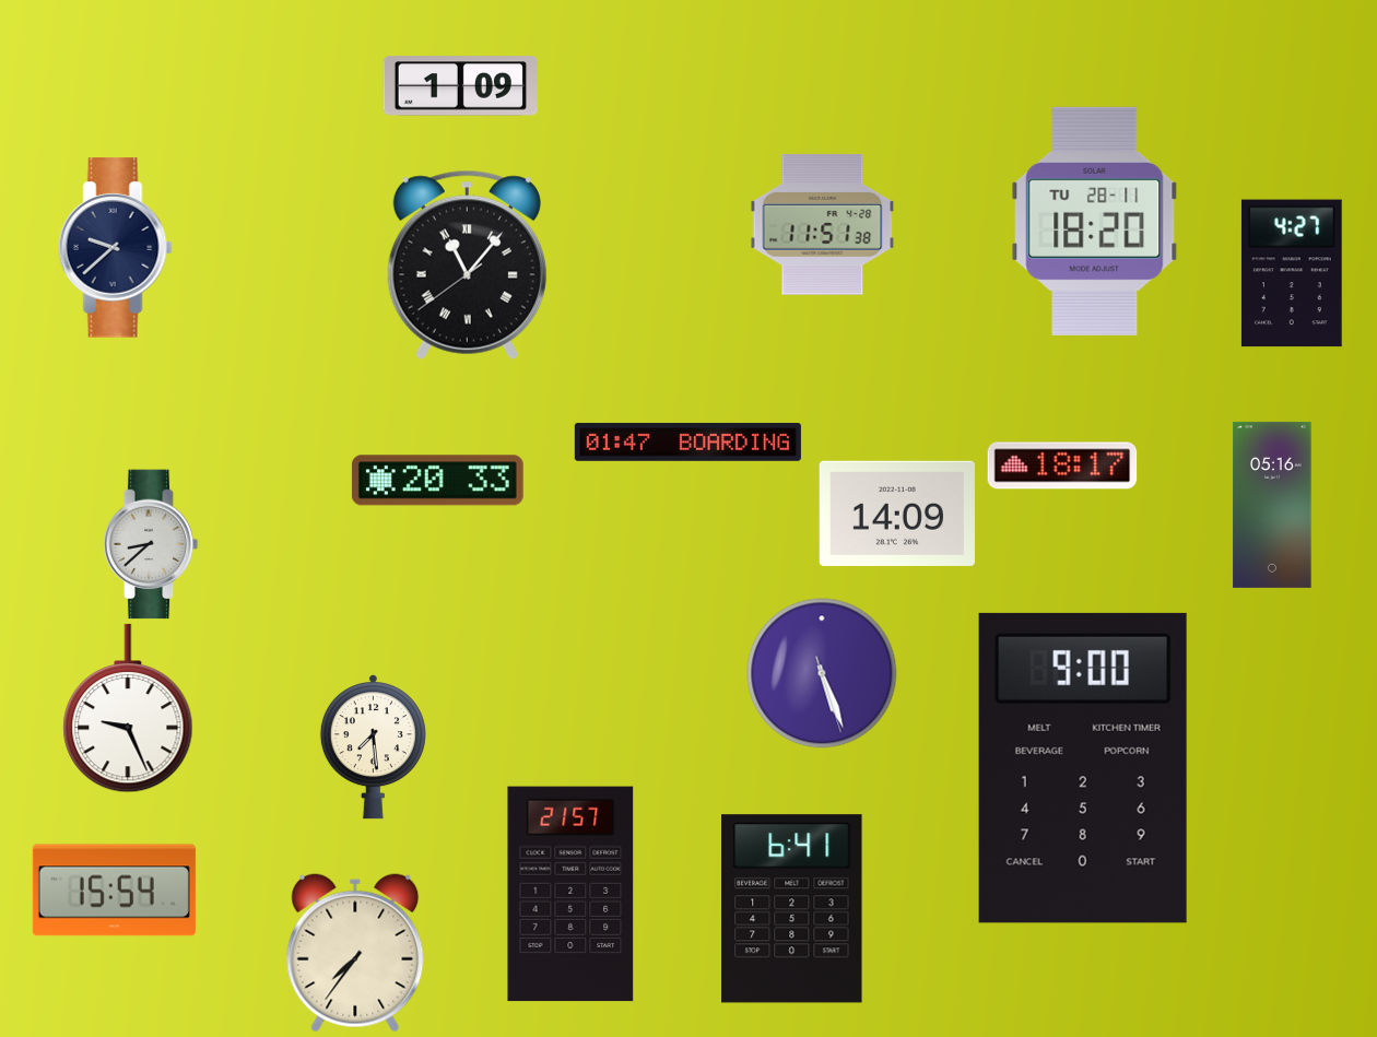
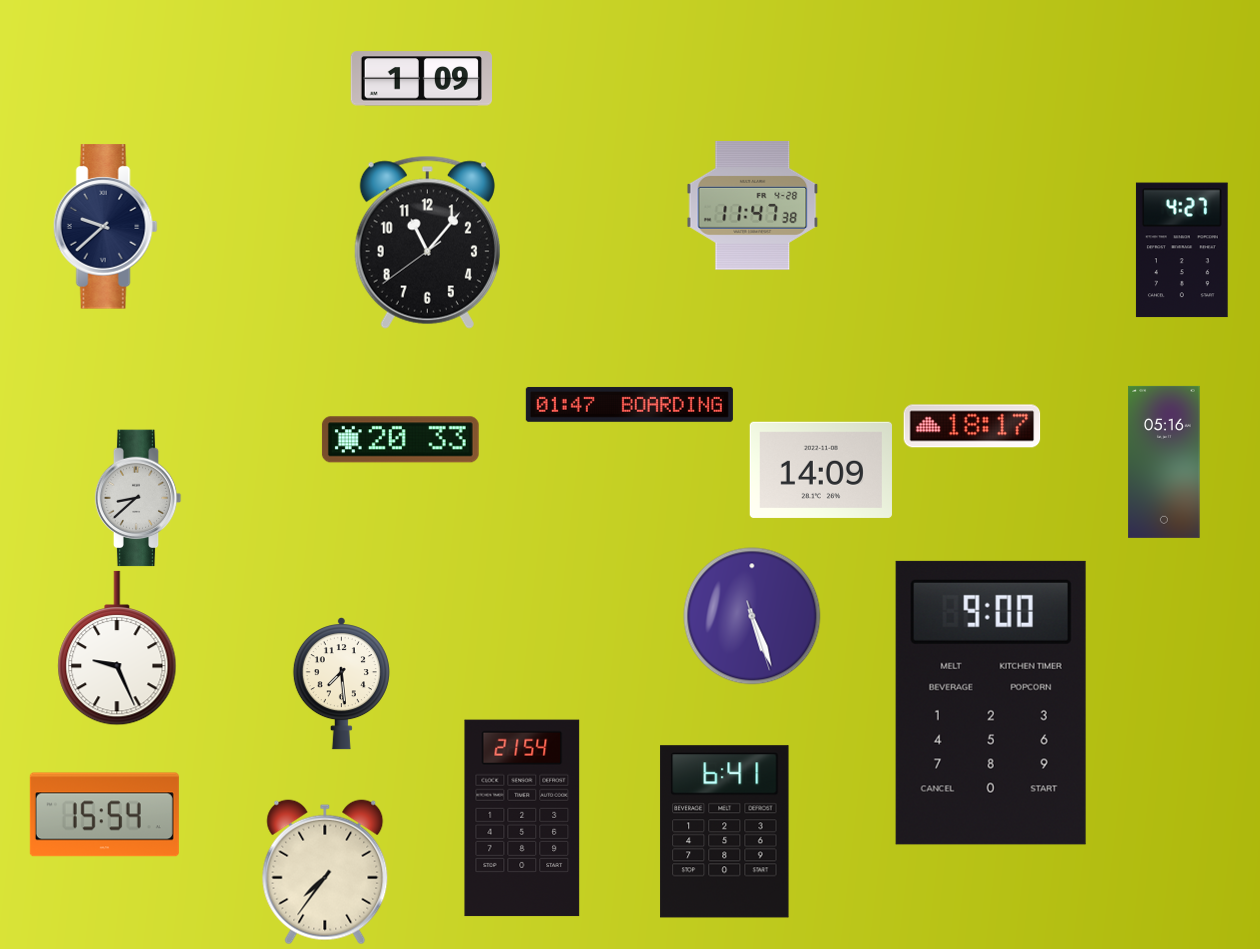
clock at (1095, 221): 18:20 -> none
clock at (823, 225): 11:51 -> 11:47
clock at (467, 264) numerals: Roman -> Arabic
clock at (570, 894): 21:57 -> 21:54
